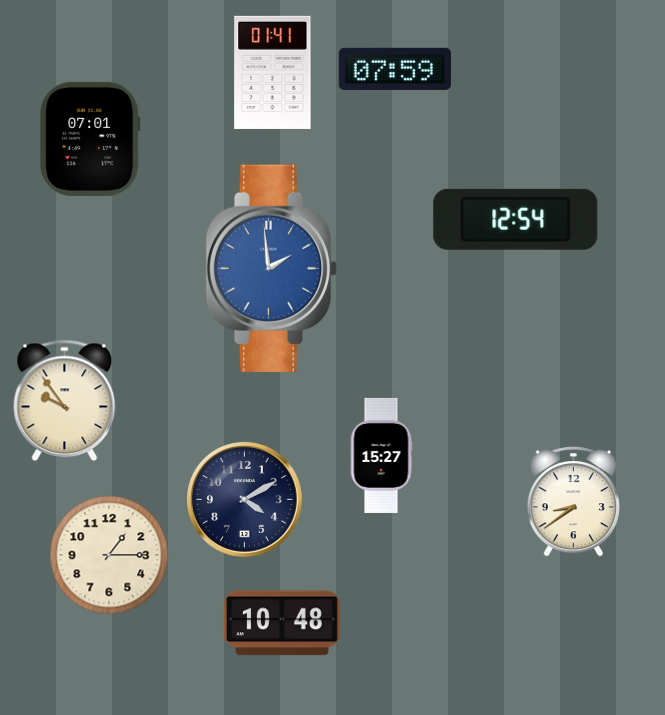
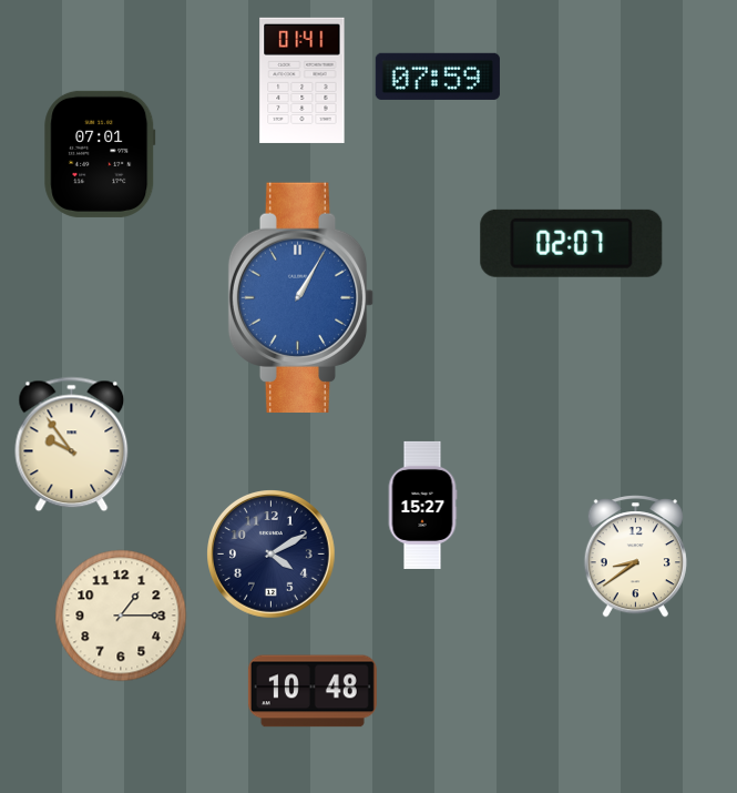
clock at (516, 219): 12:54 -> 02:07
clock at (272, 268): 1:59 -> 1:05
